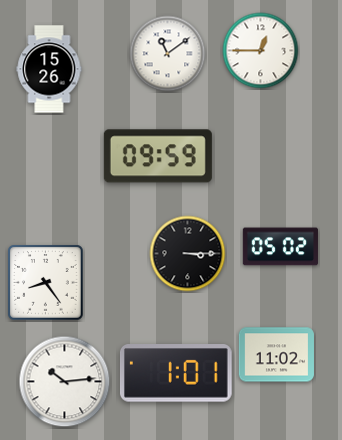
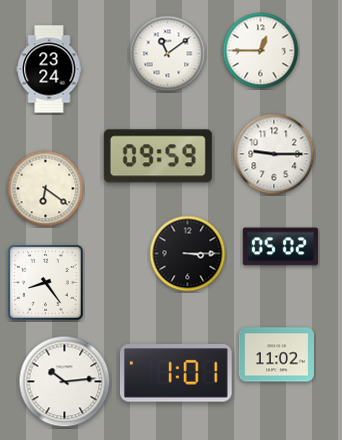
clock at (49, 69): 15:26 -> 23:24
clock at (274, 154): none -> 9:15
clock at (46, 189): none -> 6:21
